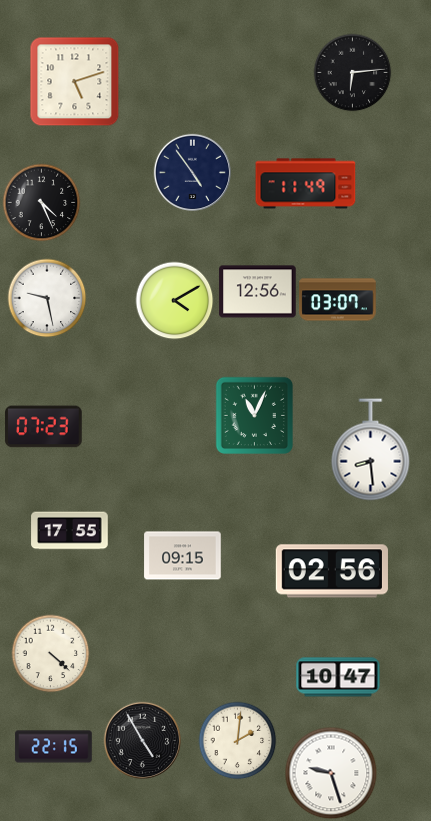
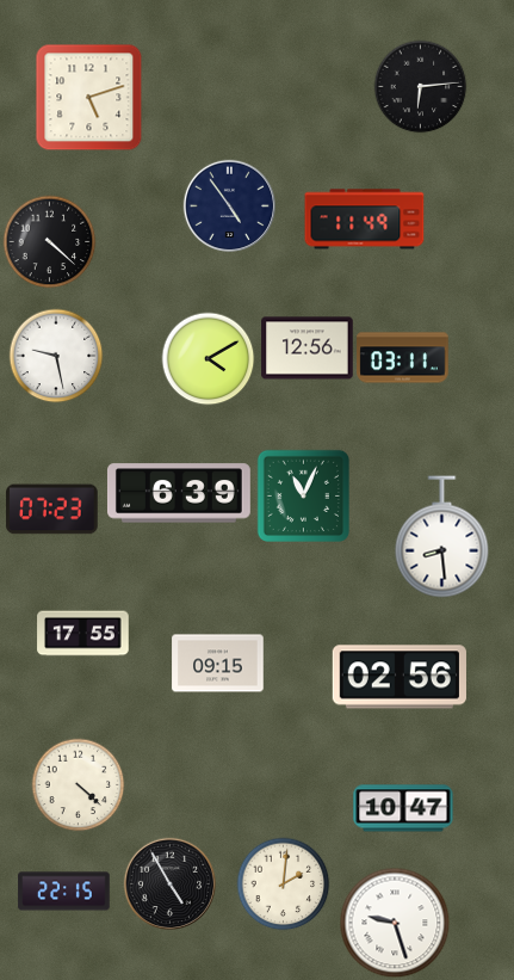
clock at (41, 202): 4:26 -> 4:22
clock at (338, 300): 03:07 -> 03:11
clock at (179, 493): none -> 6:39
clock at (332, 571) position: (332, 571) -> (400, 677)
clock at (50, 653) position: (50, 653) -> (78, 784)
